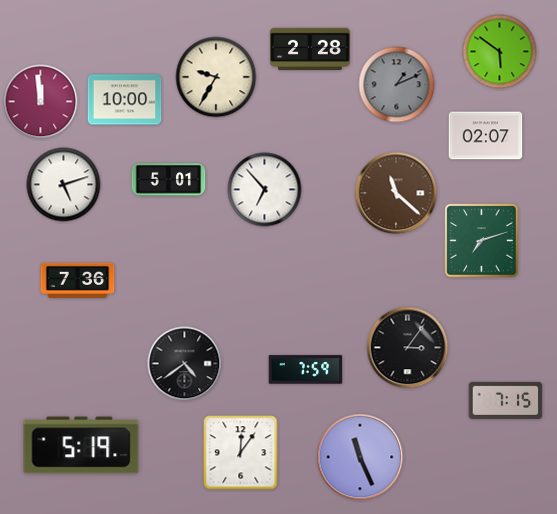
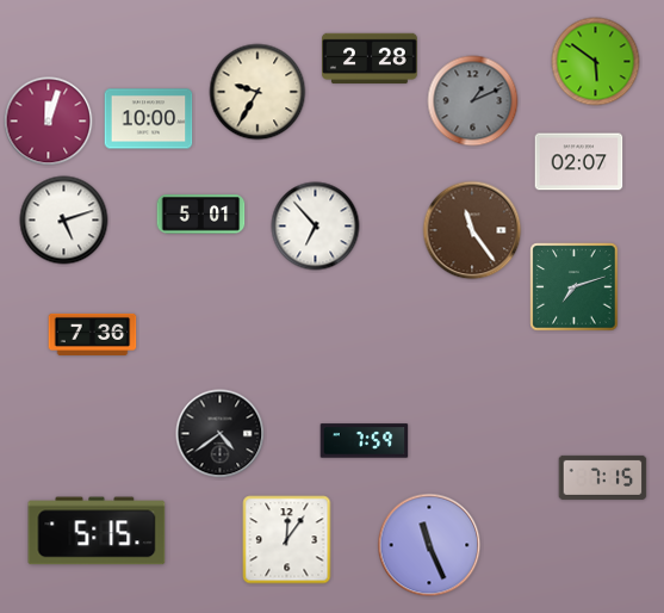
clock at (41, 102): 11:59 -> 12:03
clock at (64, 185) position: (64, 185) -> (64, 221)
clock at (396, 193): 11:22 -> 11:24
clock at (408, 348): 3:06 -> none
clock at (81, 445): 5:19 -> 5:15
